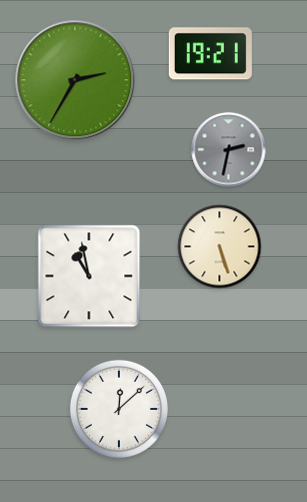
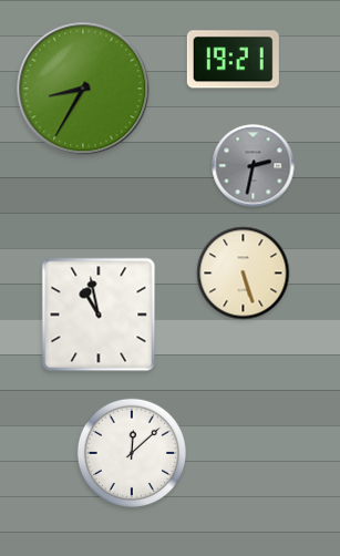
clock at (75, 80): 2:35 -> 8:35
clock at (89, 276) position: (89, 276) -> (99, 315)
